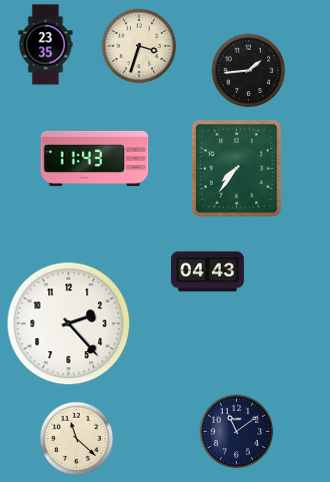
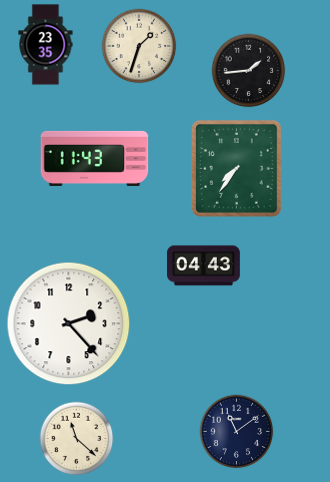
clock at (139, 46): 3:33 -> 1:33
clock at (208, 272) position: (208, 272) -> (204, 266)
